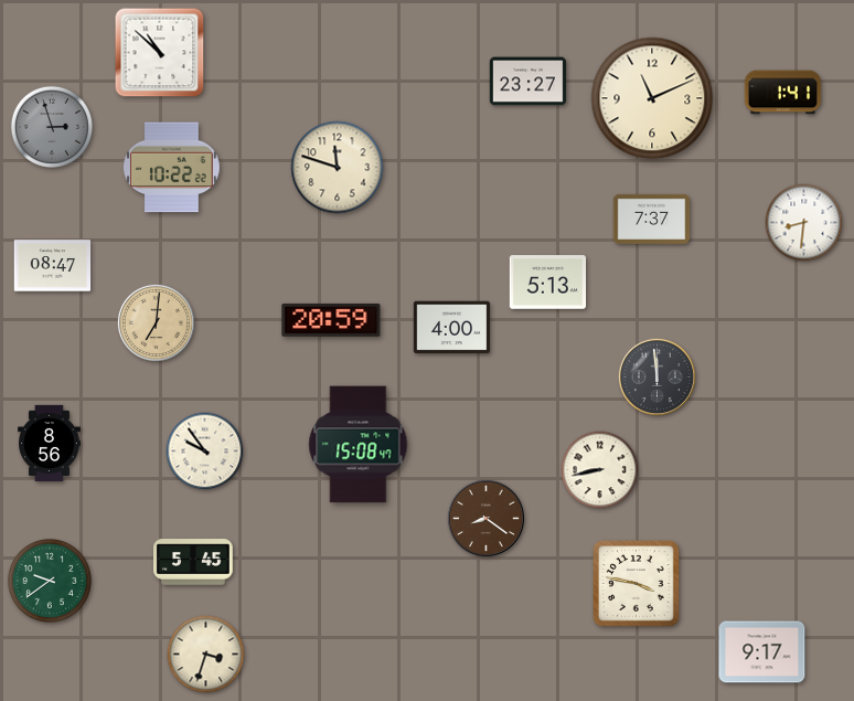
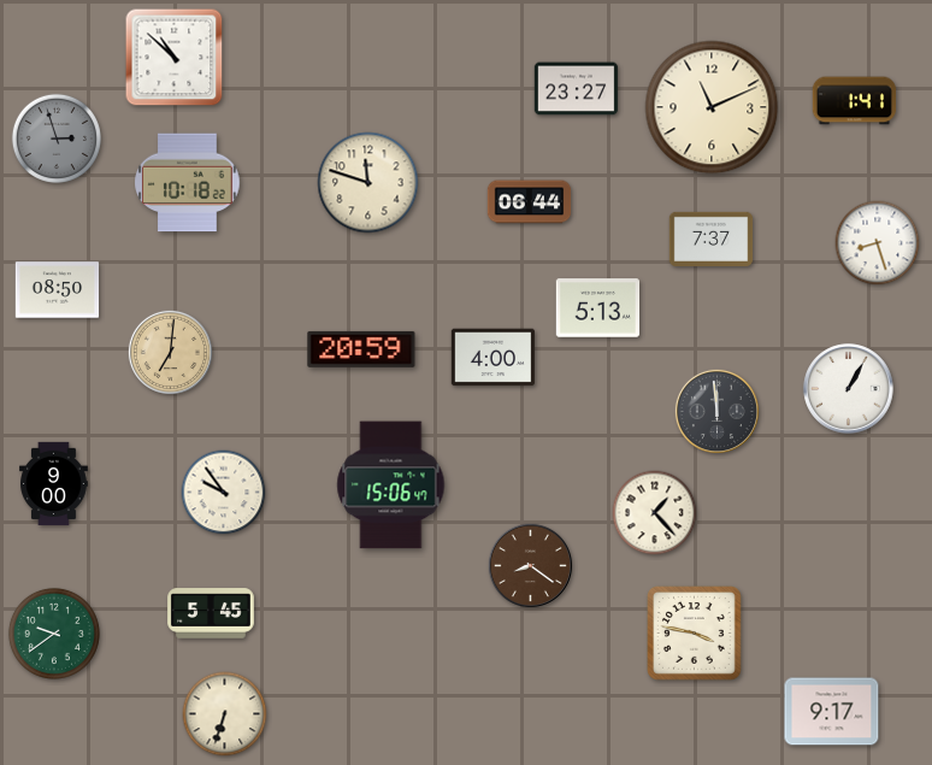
clock at (172, 168): 10:22 -> 10:18
clock at (530, 202): none -> 06:44
clock at (804, 223): 8:31 -> 8:27
clock at (53, 266): 08:47 -> 08:50
clock at (849, 389): none -> 1:05
clock at (50, 444): 8:56 -> 9:00
clock at (359, 445): 15:08 -> 15:06
clock at (600, 470): 8:43 -> 1:23
clock at (637, 584) position: (637, 584) -> (695, 634)
clock at (206, 655): 3:33 -> 6:33
